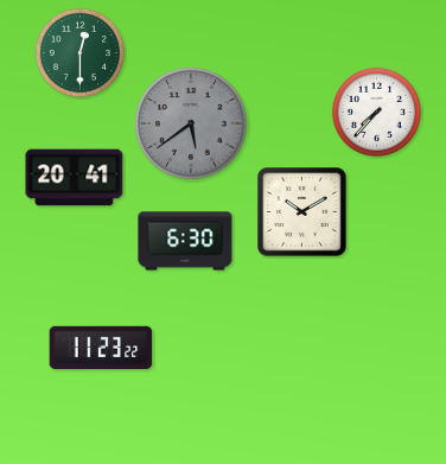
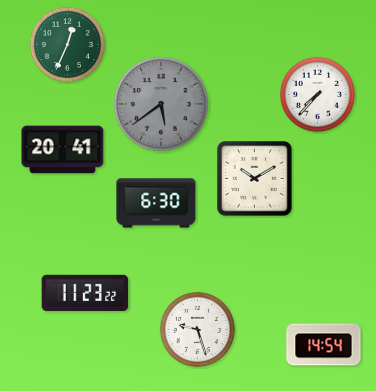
clock at (79, 52): 12:30 -> 12:34
clock at (197, 329): none -> 9:27
clock at (324, 345): none -> 14:54
